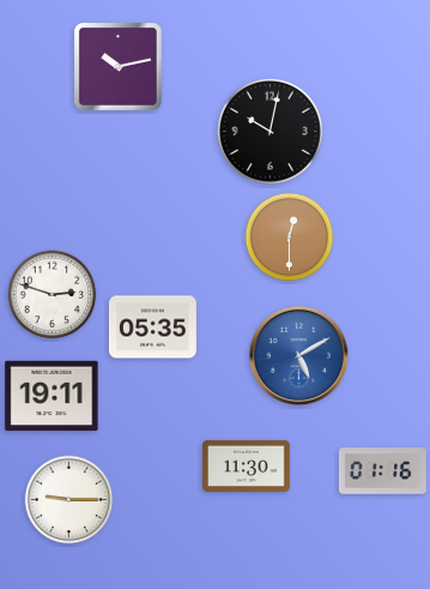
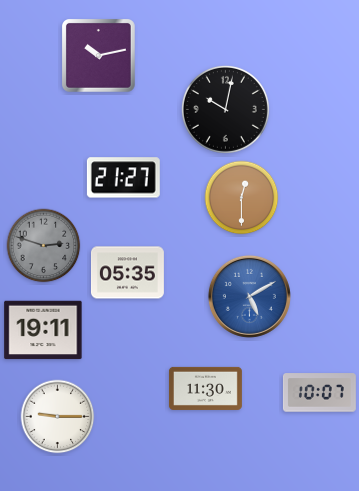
clock at (123, 178): none -> 21:27
clock at (53, 295) dial: white -> grey
clock at (382, 471): 01:16 -> 10:07
